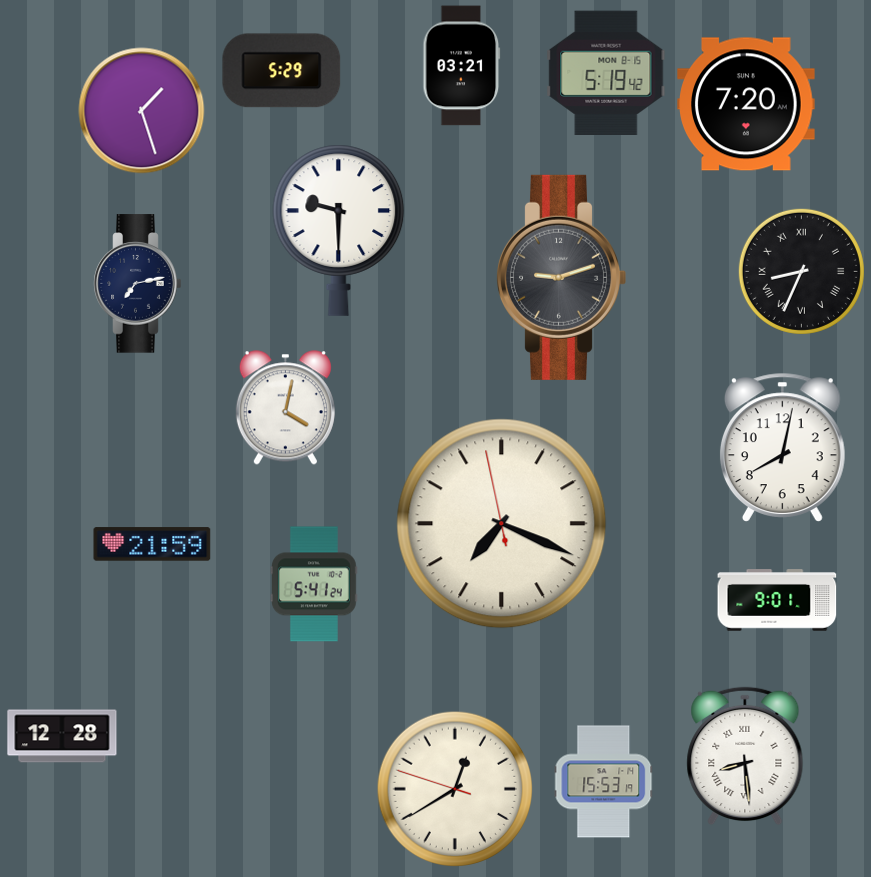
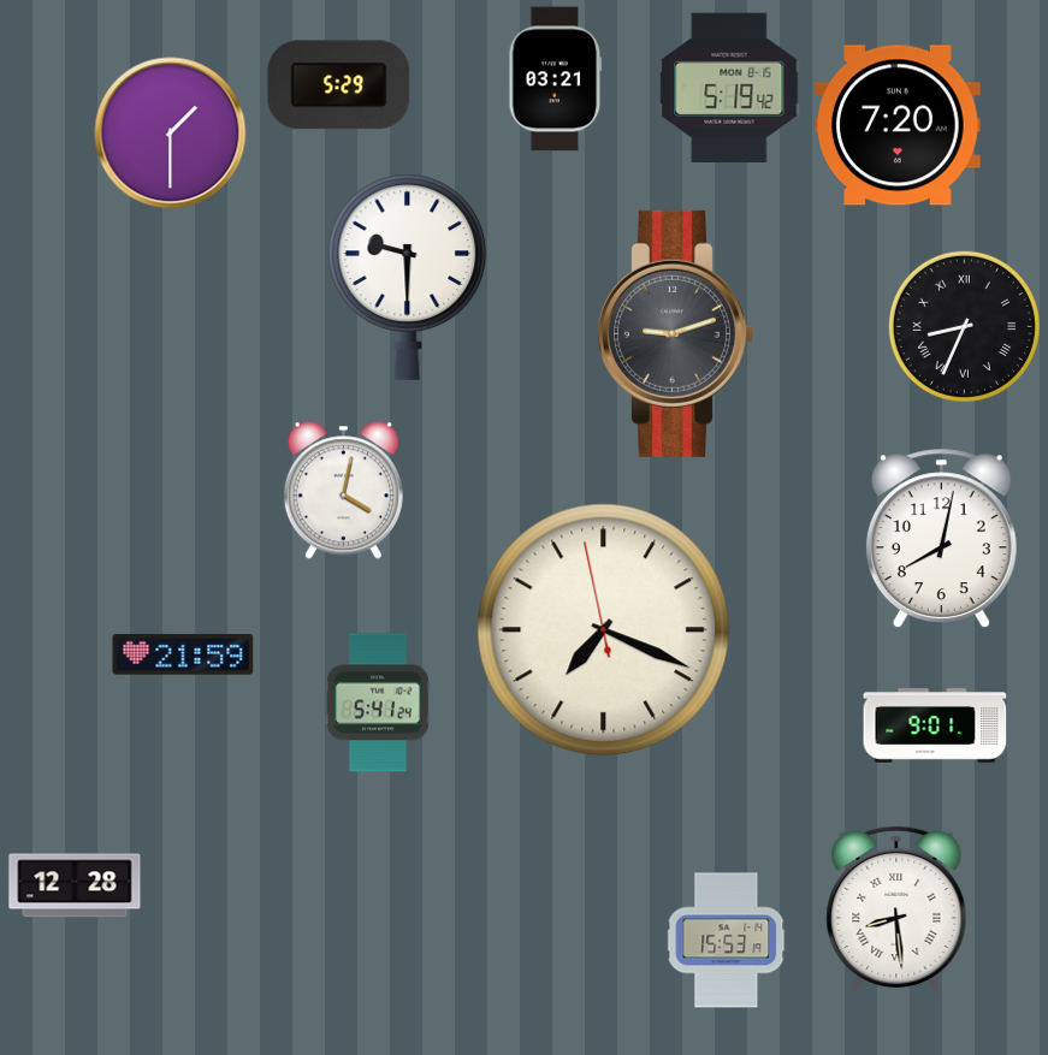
clock at (142, 111): 1:27 -> 1:30
clock at (138, 284): 7:13 -> none
clock at (777, 600) position: (777, 600) -> (935, 725)
clock at (455, 789): 12:39 -> none
